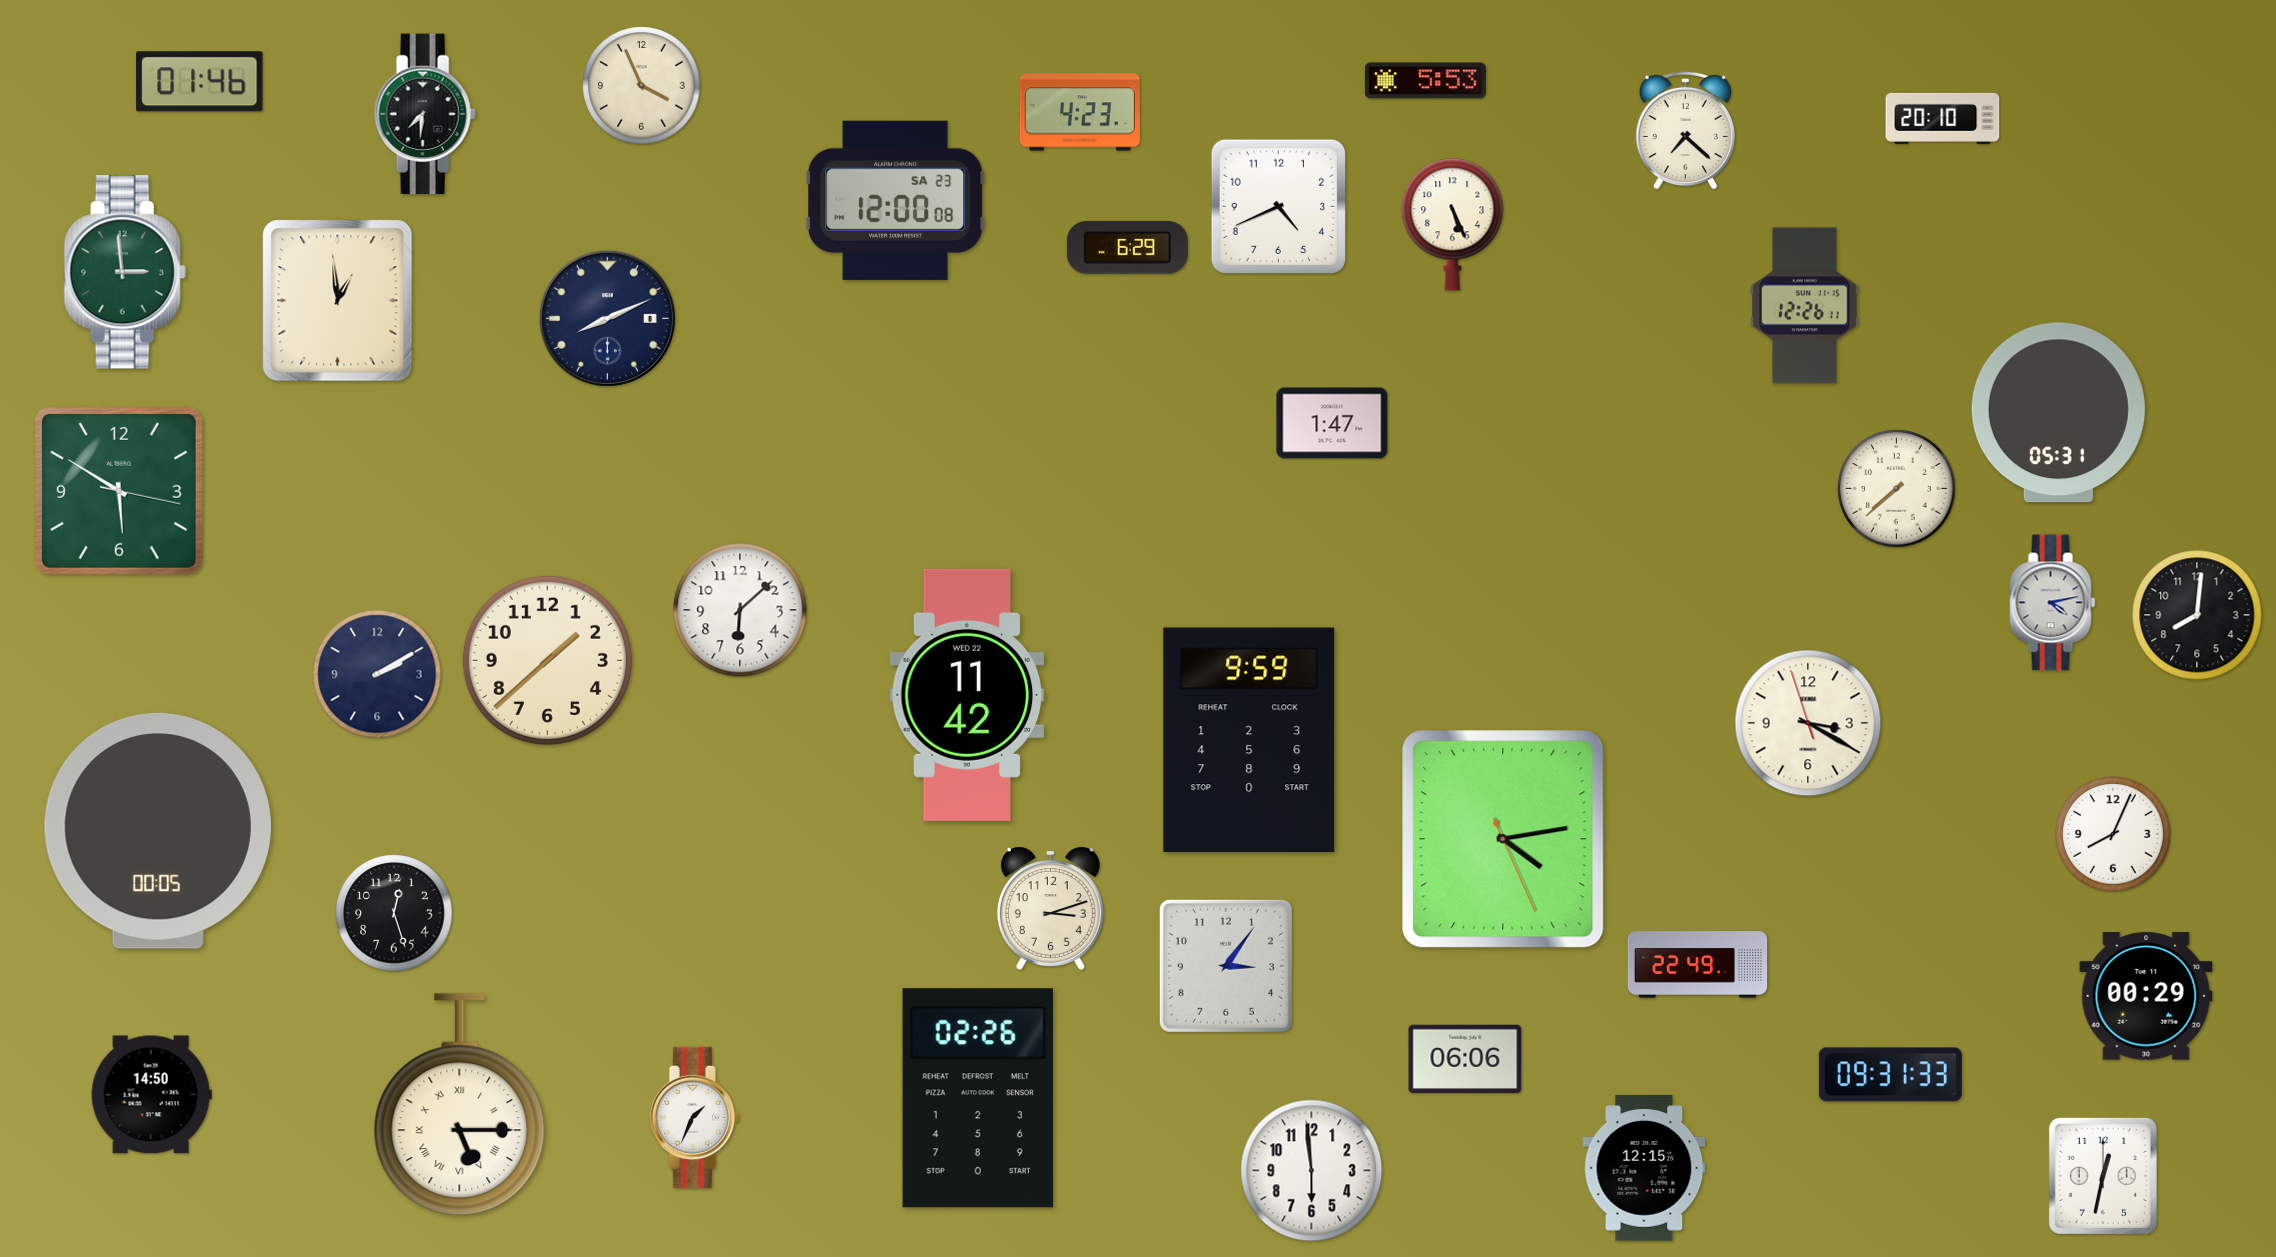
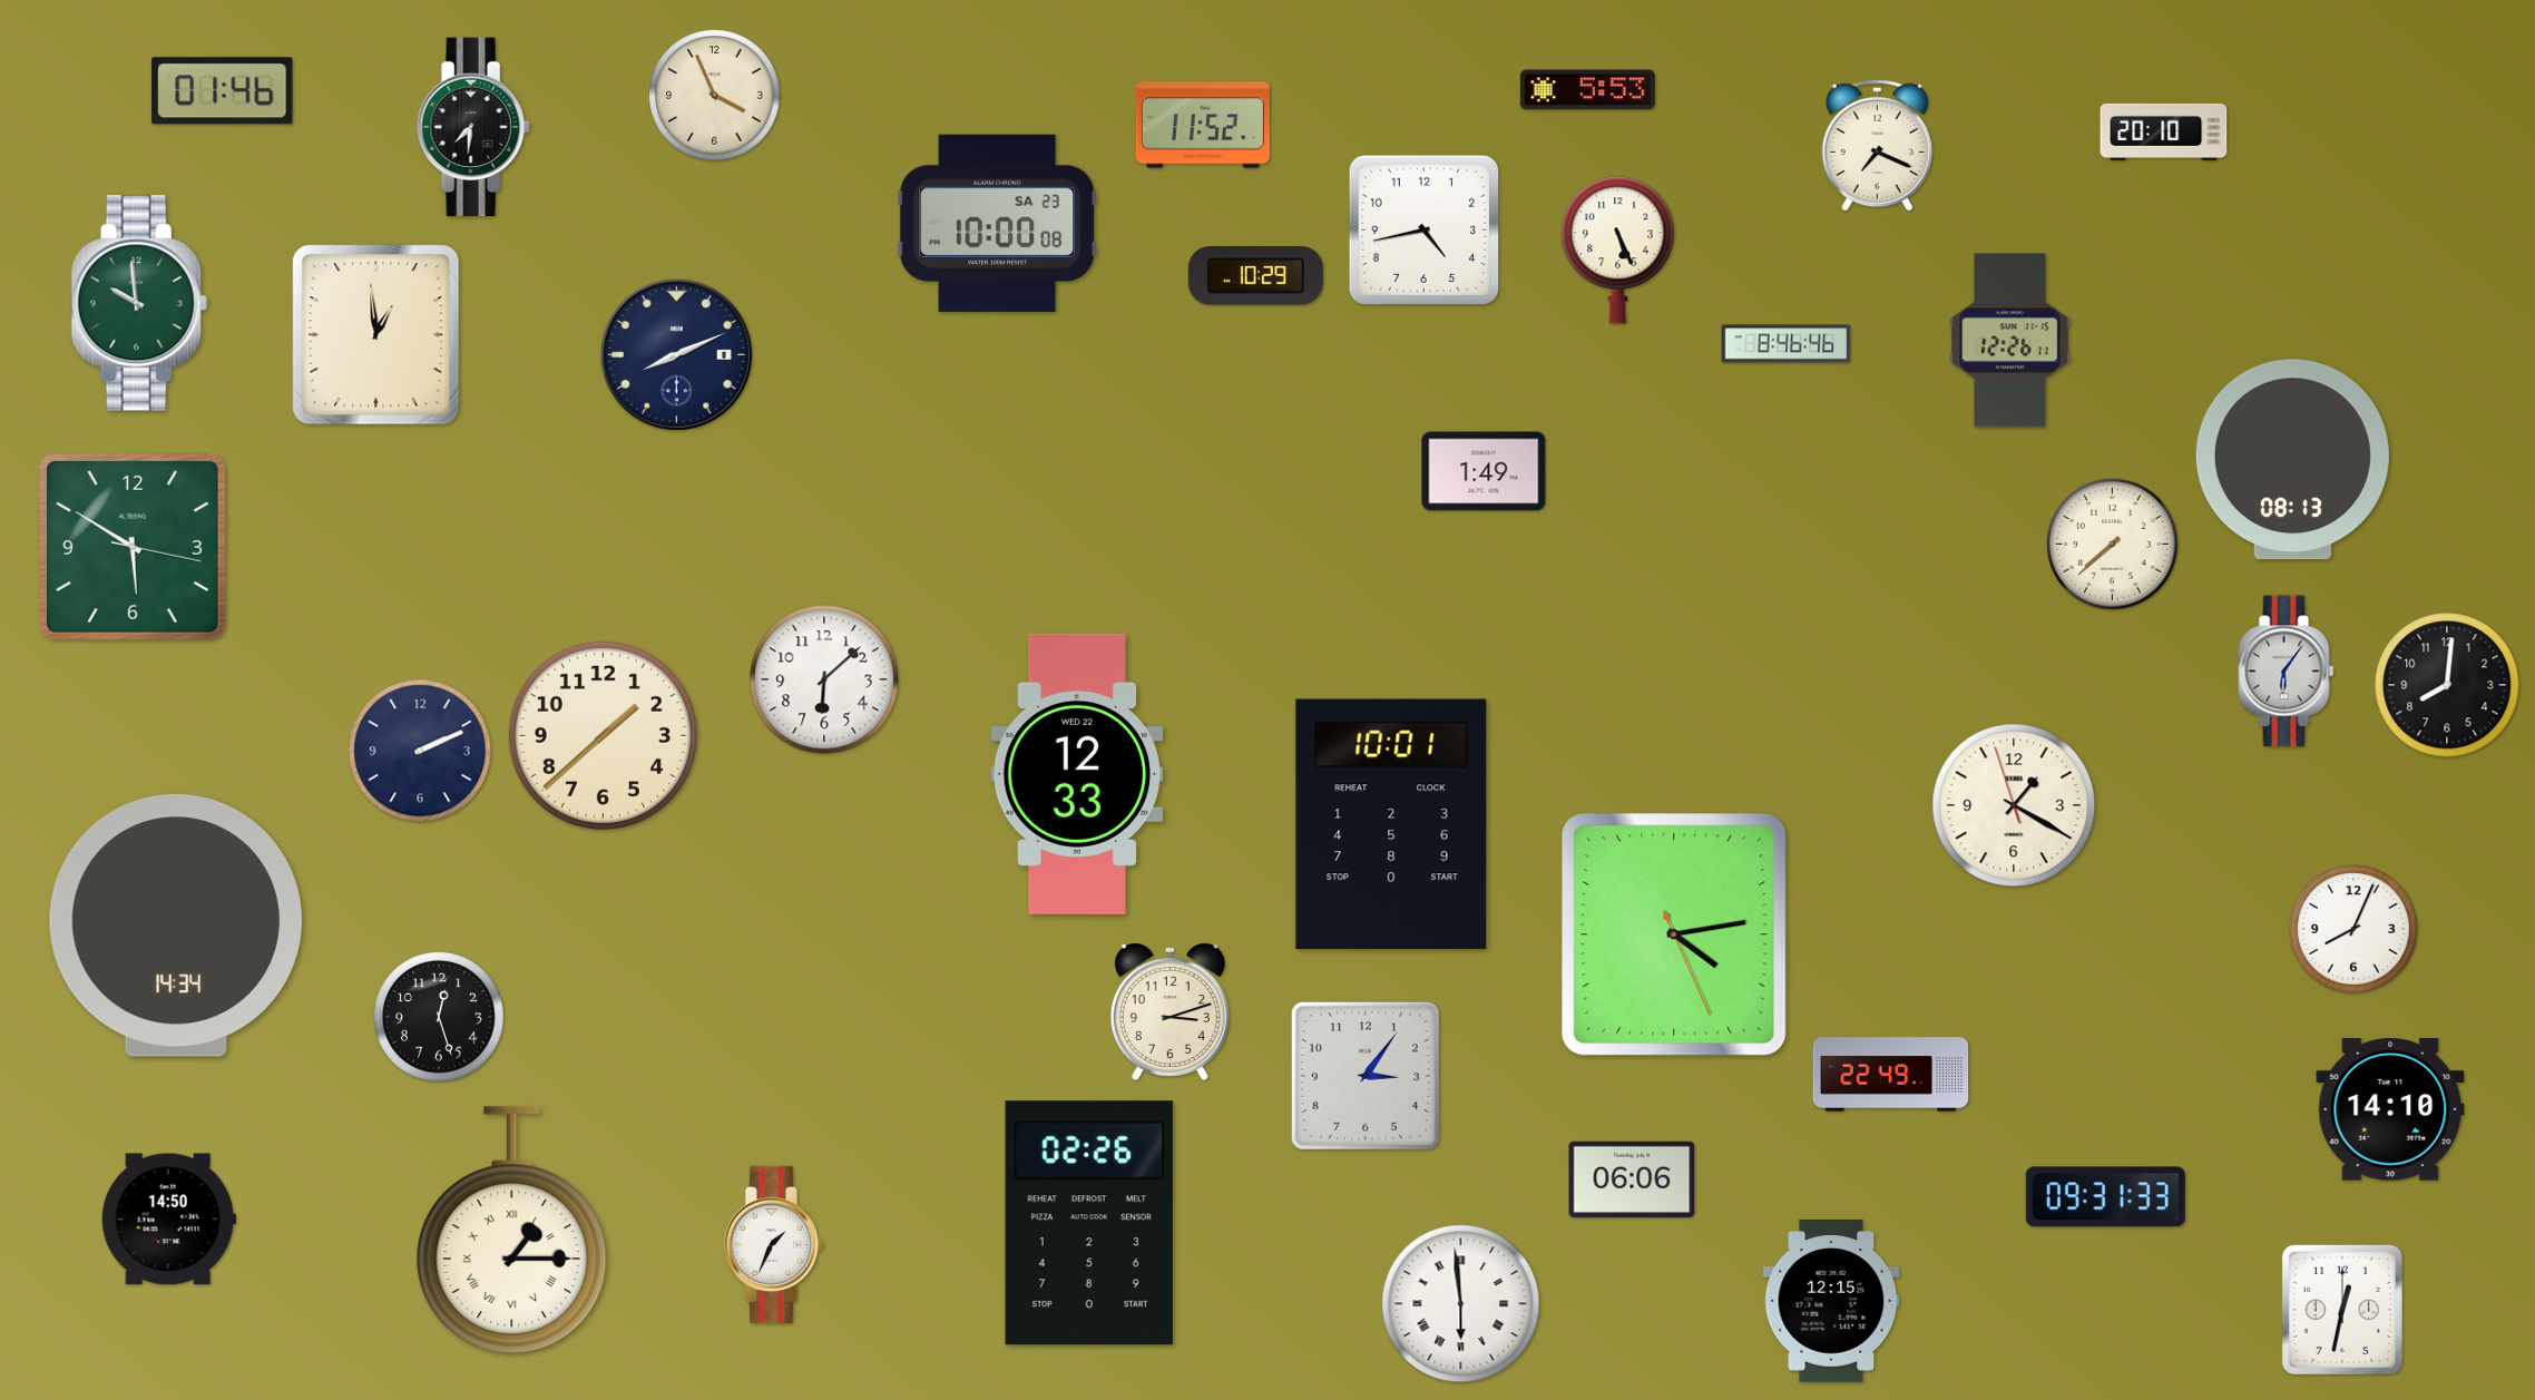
clock at (1080, 112): 4:23 -> 11:52
clock at (1685, 130): 7:22 -> 7:19
clock at (896, 200): 12:00 -> 10:00
clock at (1278, 206): 4:41 -> 4:43
clock at (1127, 248): 6:29 -> 10:29
clock at (125, 272): 2:59 -> 9:59
clock at (1787, 344): none -> 8:46
clock at (2058, 413): 05:31 -> 08:13
clock at (1332, 423): 1:47 -> 1:49
clock at (2053, 603): 4:13 -> 6:06
clock at (547, 660) position: (547, 660) -> (603, 735)
clock at (377, 674): 2:10 -> 2:11
clock at (967, 695): 11:42 -> 12:33
clock at (1808, 723): 3:19 -> 1:19
clock at (1249, 740): 9:59 -> 10:01
clock at (158, 831): 00:05 -> 14:34
clock at (2146, 996): 00:29 -> 14:10
clock at (460, 1105): 5:15 -> 1:15
clock at (1312, 1171) numerals: Arabic -> Roman
